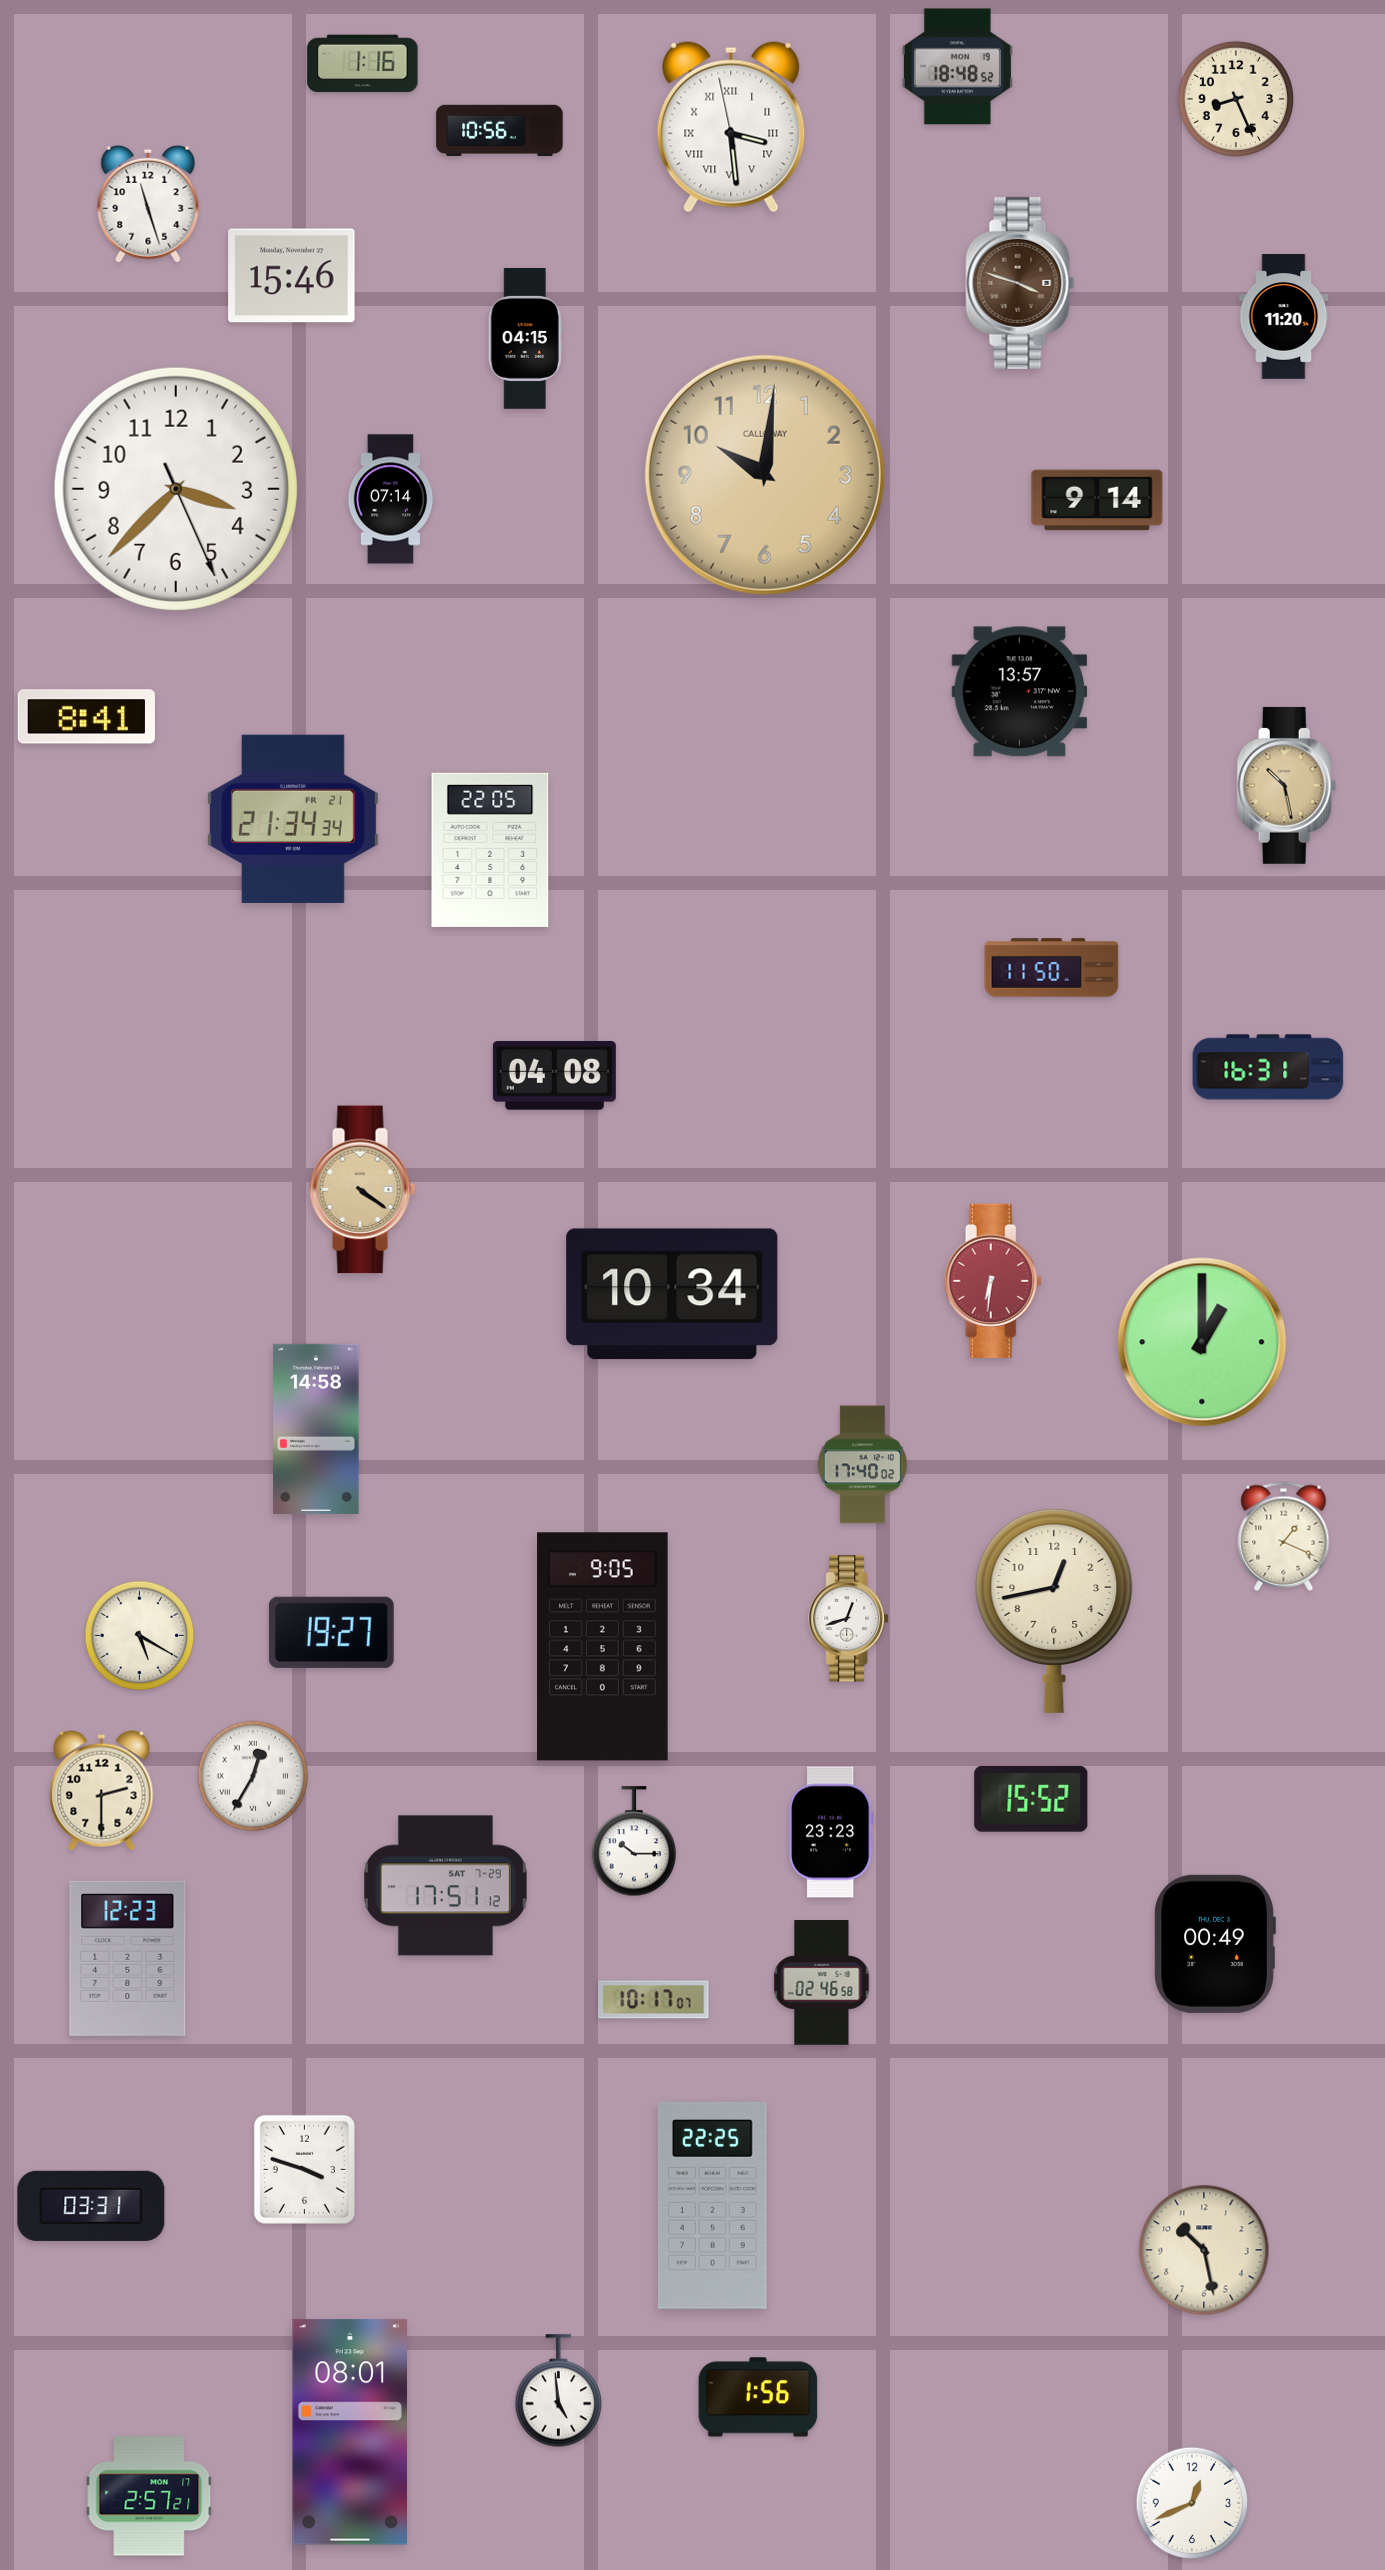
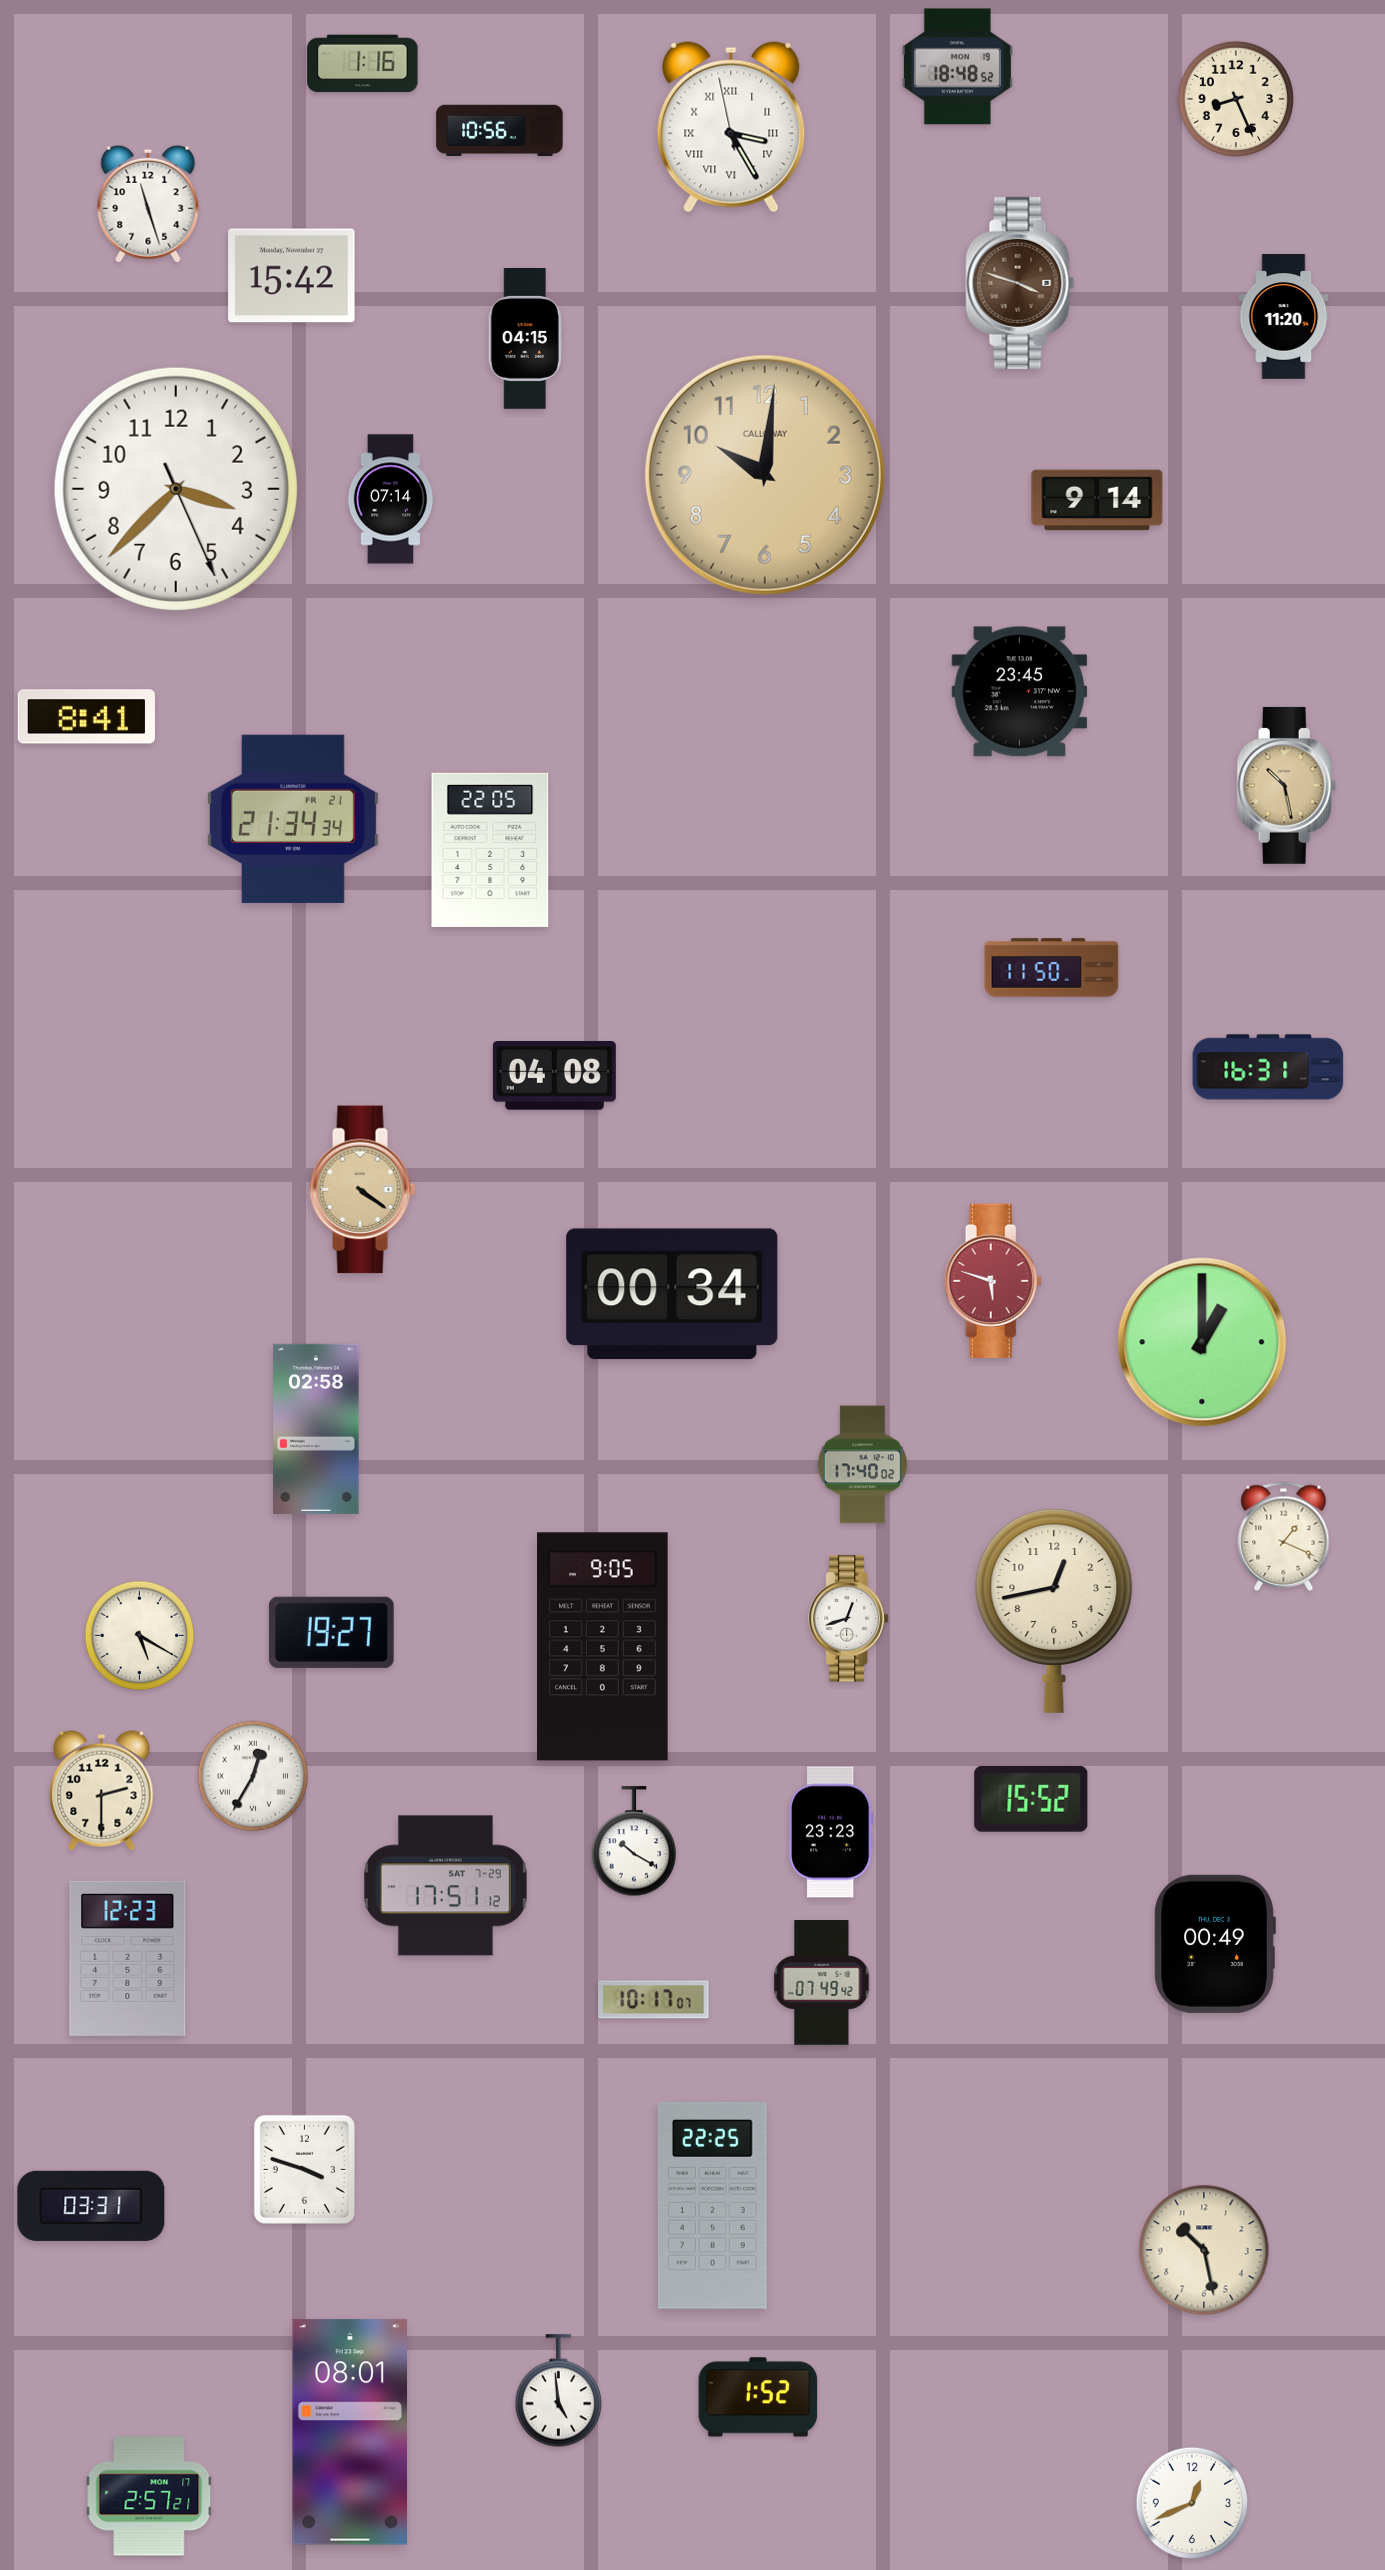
clock at (731, 127): 3:28 -> 3:24
clock at (292, 276): 15:46 -> 15:42
clock at (1020, 692): 13:57 -> 23:45
clock at (993, 1281): 6:31 -> 5:48
clock at (672, 1294): 10:34 -> 00:34
clock at (316, 1429): 14:58 -> 02:58
clock at (634, 1842): 10:15 -> 10:20
clock at (822, 1983): 02:46 -> 07:49
clock at (758, 2397): 1:56 -> 1:52
